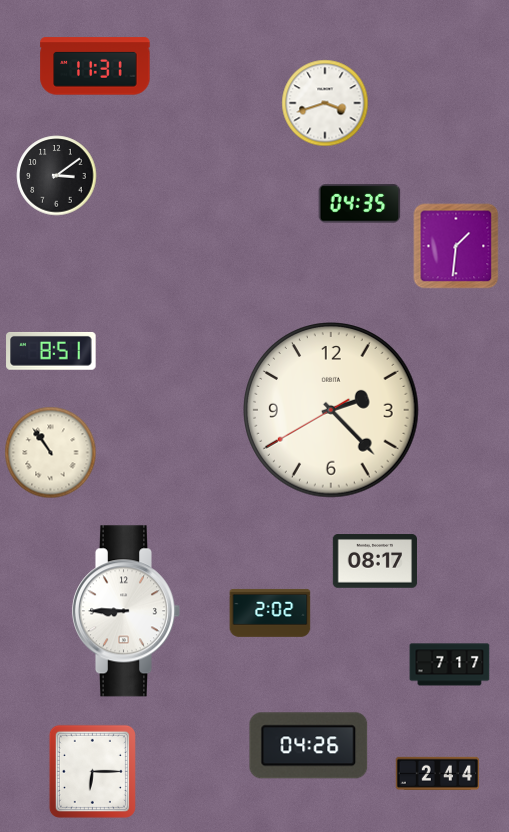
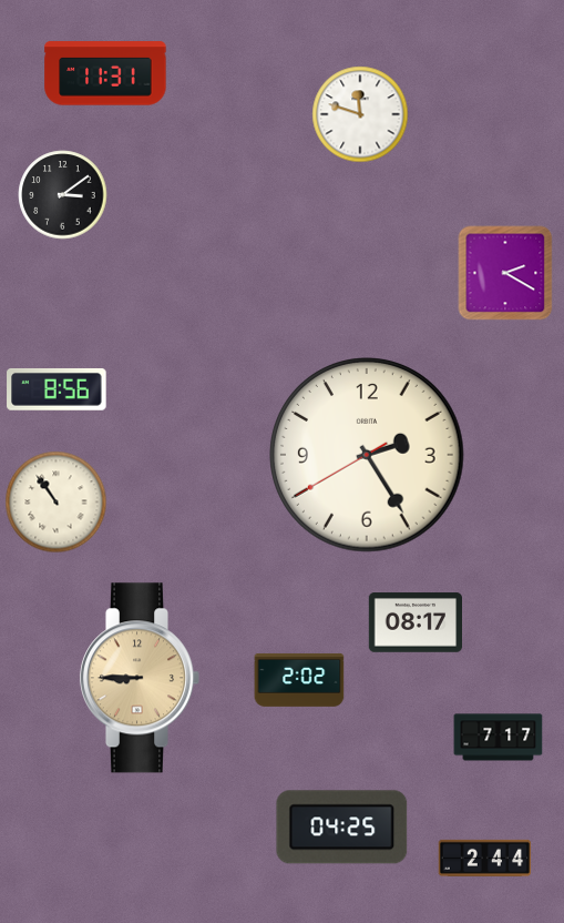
clock at (325, 103): 3:42 -> 11:48
clock at (360, 204): 04:35 -> none
clock at (456, 246): 1:31 -> 2:20
clock at (51, 351): 8:51 -> 8:56
clock at (332, 411): 2:22 -> 2:24
clock at (126, 611) dial: white -> champagne
clock at (309, 746): 04:26 -> 04:25
clock at (92, 771): 6:15 -> none
